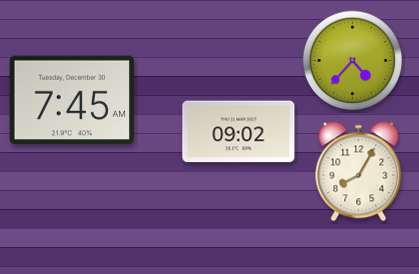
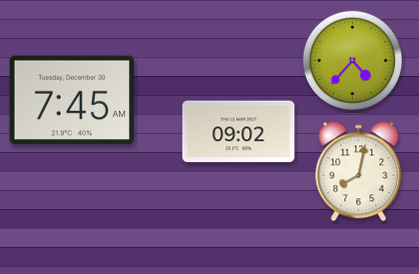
clock at (359, 172): 8:05 -> 8:02
